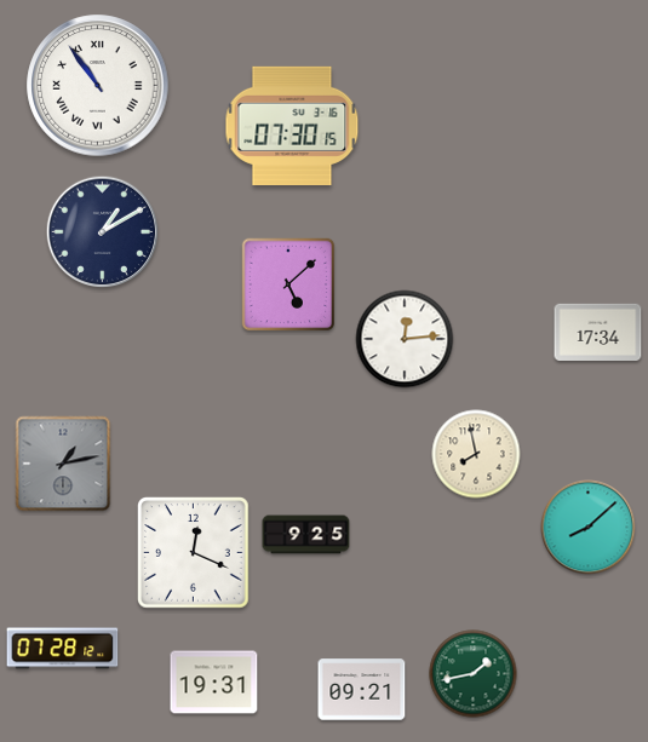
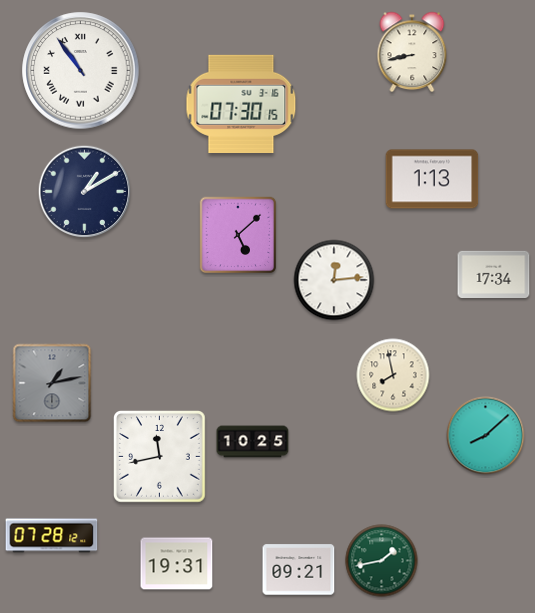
clock at (412, 52): none -> 8:43
clock at (432, 179): none -> 1:13
clock at (306, 535): 9:25 -> 10:25
clock at (194, 553): 12:19 -> 11:43
clock at (474, 674) position: (474, 674) -> (382, 561)
